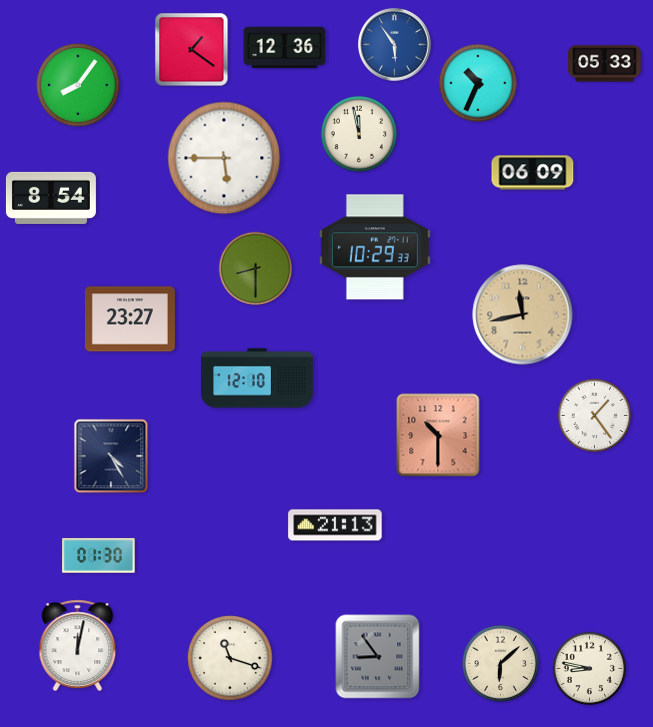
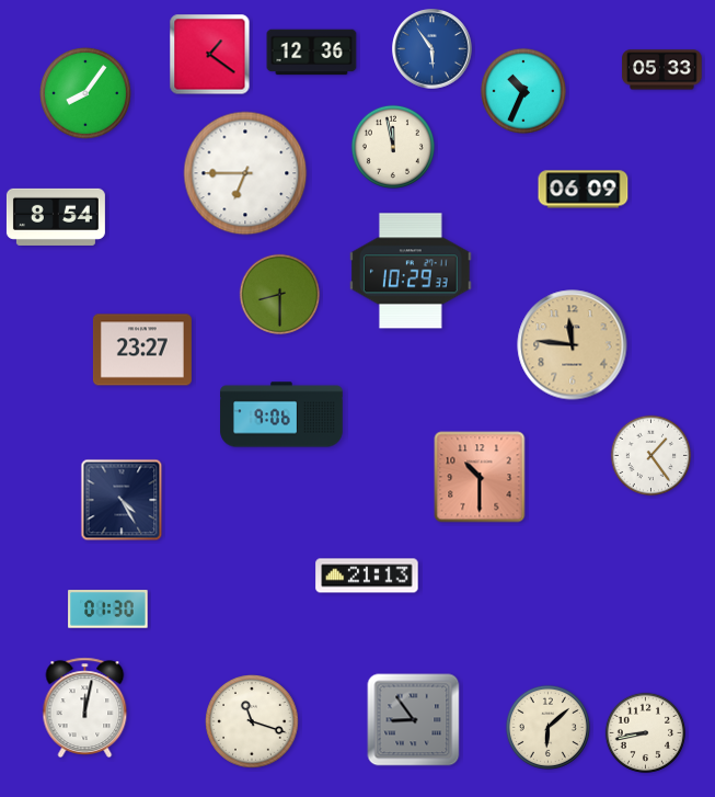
clock at (224, 158): 5:45 -> 6:45
clock at (523, 315): 11:43 -> 11:46
clock at (257, 378): 12:10 -> 9:06
clock at (590, 669): 8:47 -> 8:43
